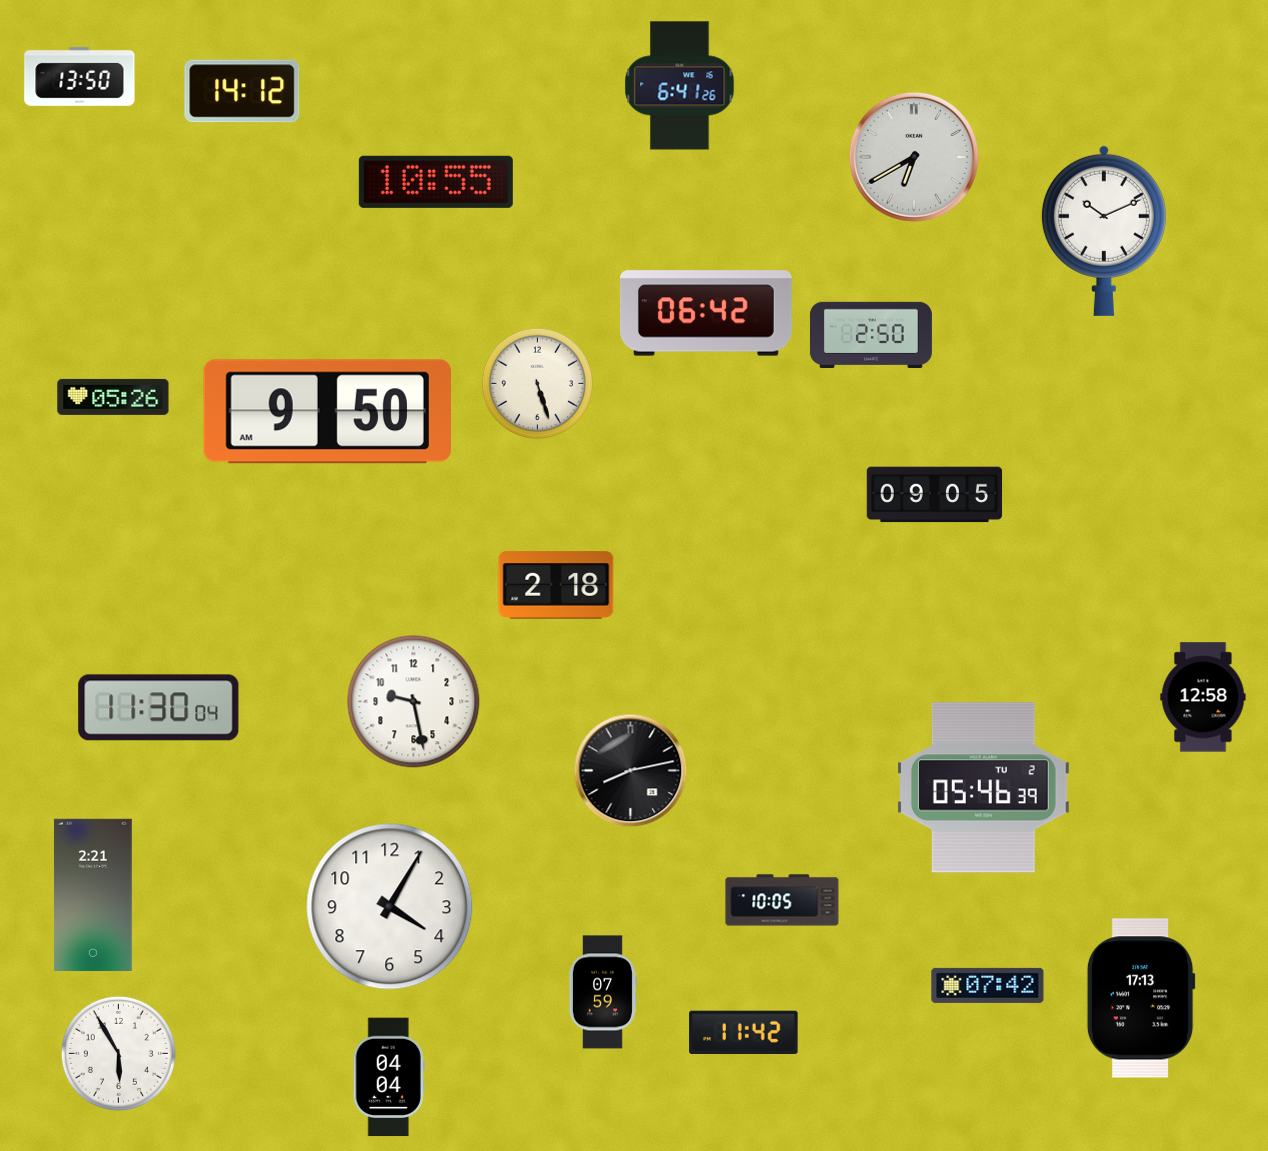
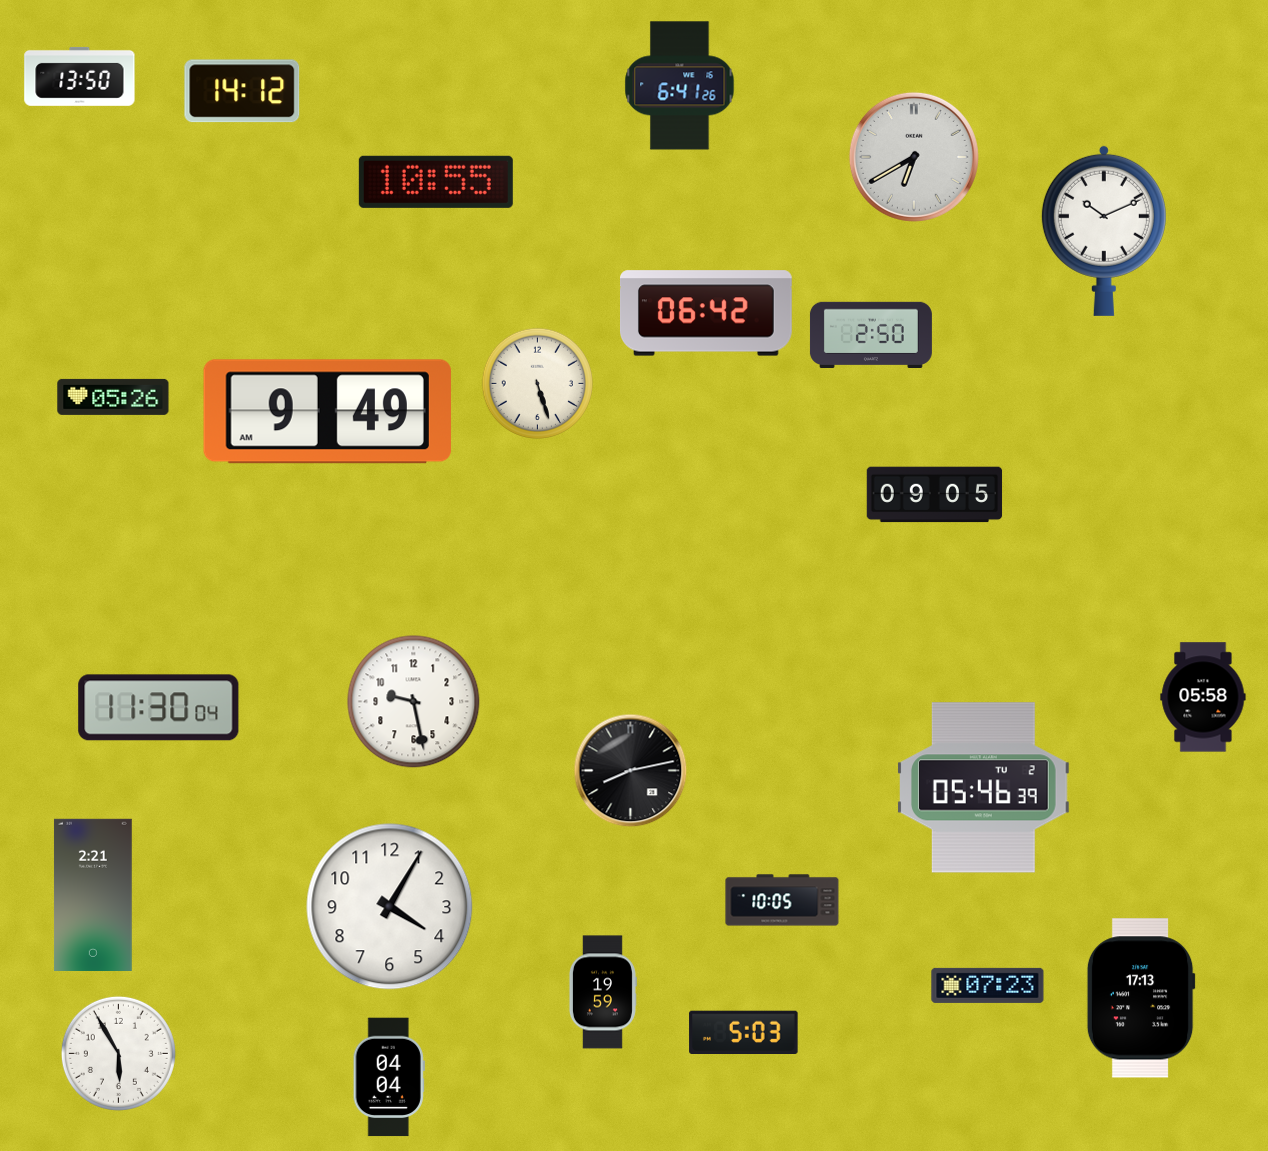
clock at (327, 412): 9:50 -> 9:49
clock at (556, 585): 2:18 -> none
clock at (1203, 697): 12:58 -> 05:58
clock at (988, 985): 07:42 -> 07:23
clock at (602, 992): 07:59 -> 19:59
clock at (744, 1032): 11:42 -> 5:03
